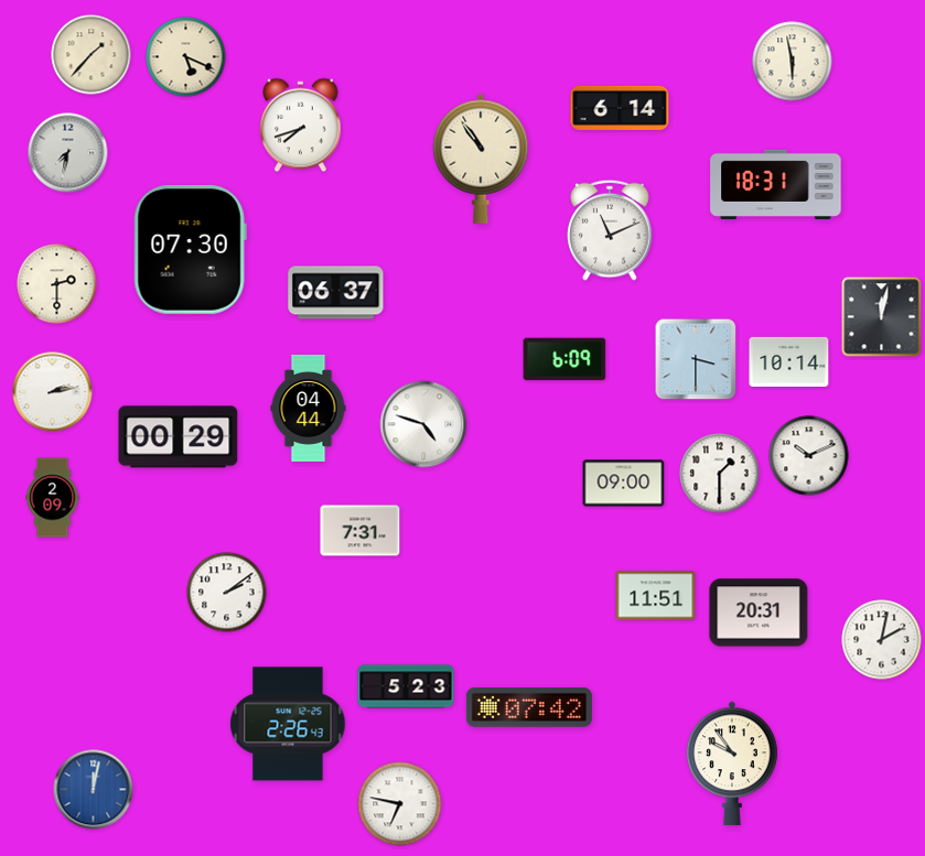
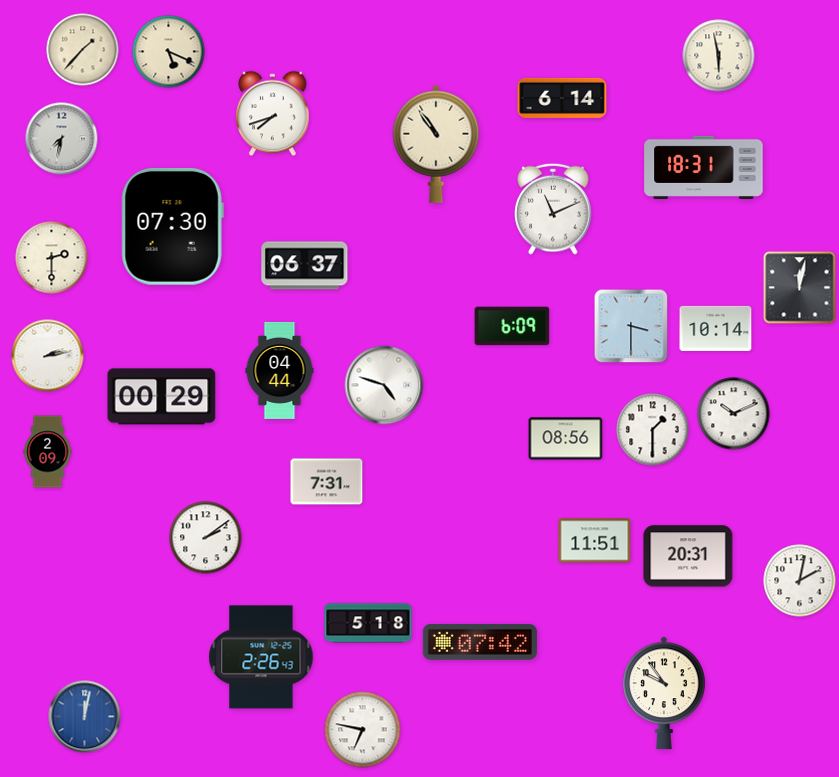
clock at (624, 484): 09:00 -> 08:56
clock at (406, 686): 5:23 -> 5:18
